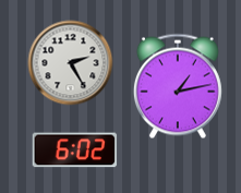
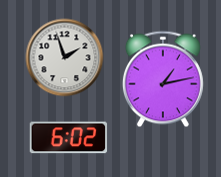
clock at (70, 62): 2:25 -> 1:57
